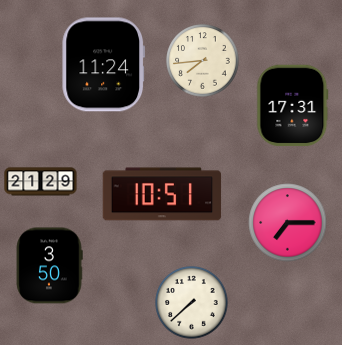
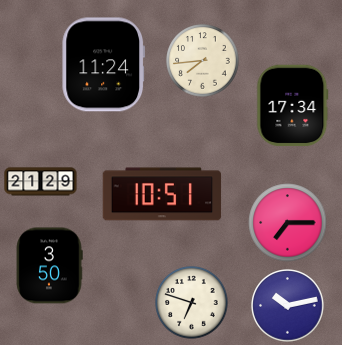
clock at (293, 106): 17:31 -> 17:34
clock at (192, 303): 7:38 -> 6:48
clock at (288, 306): none -> 10:13
